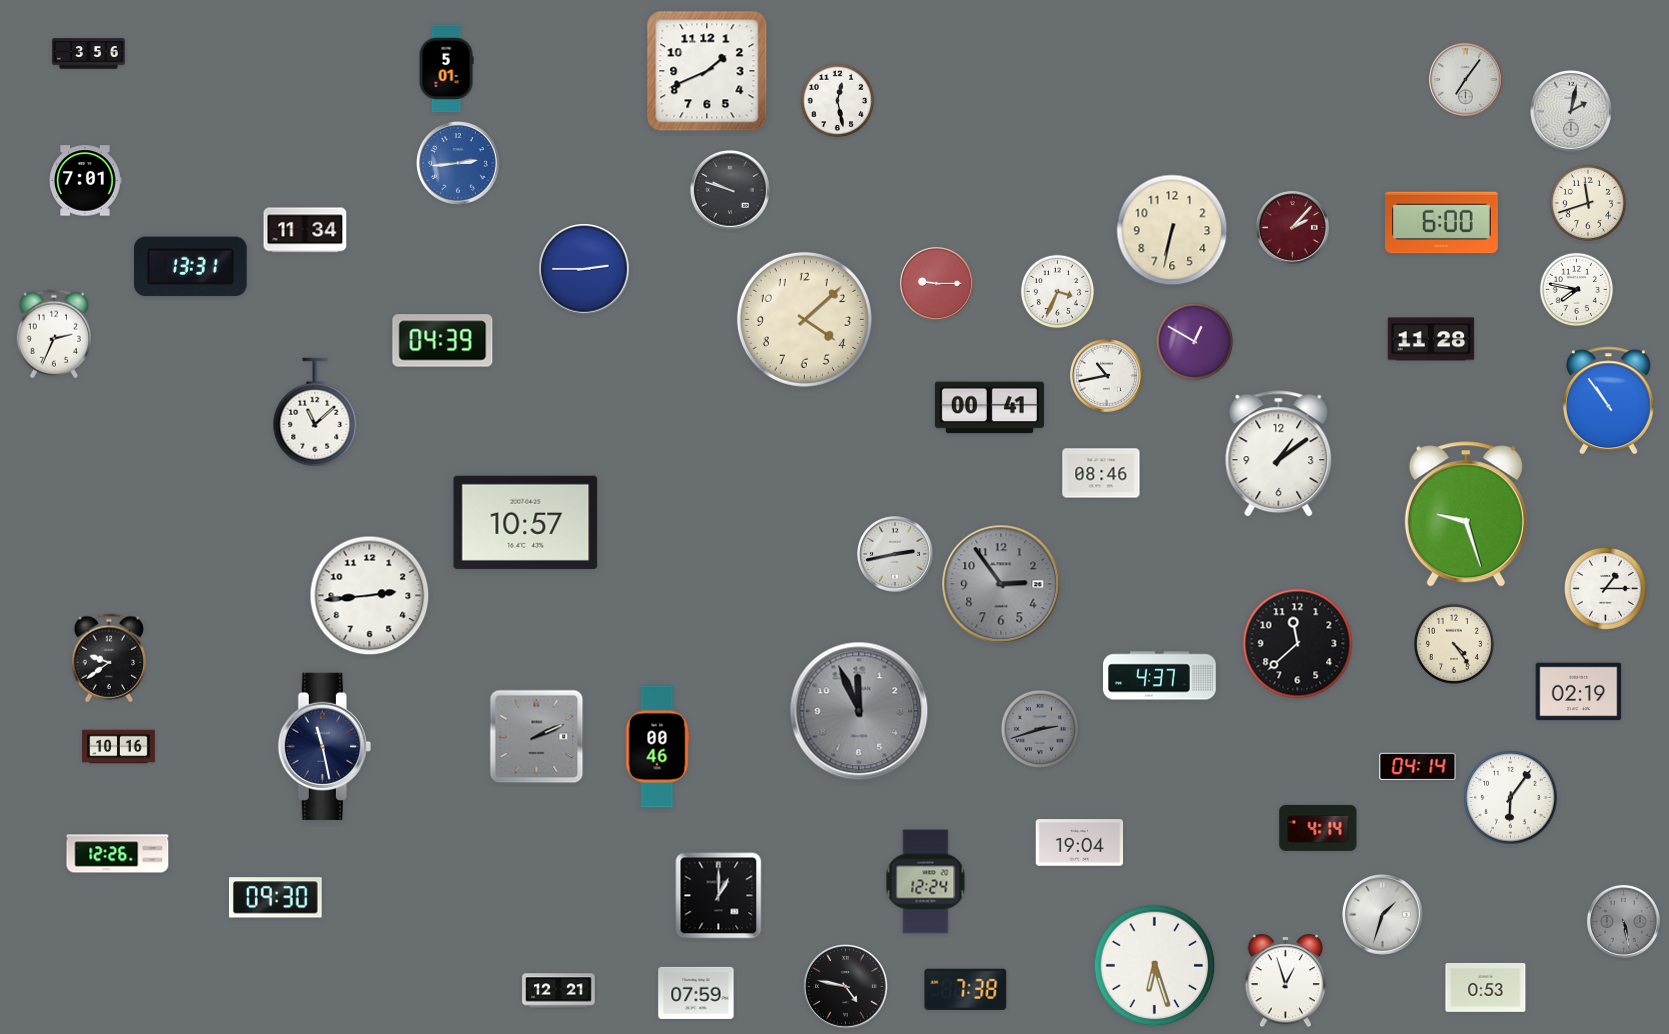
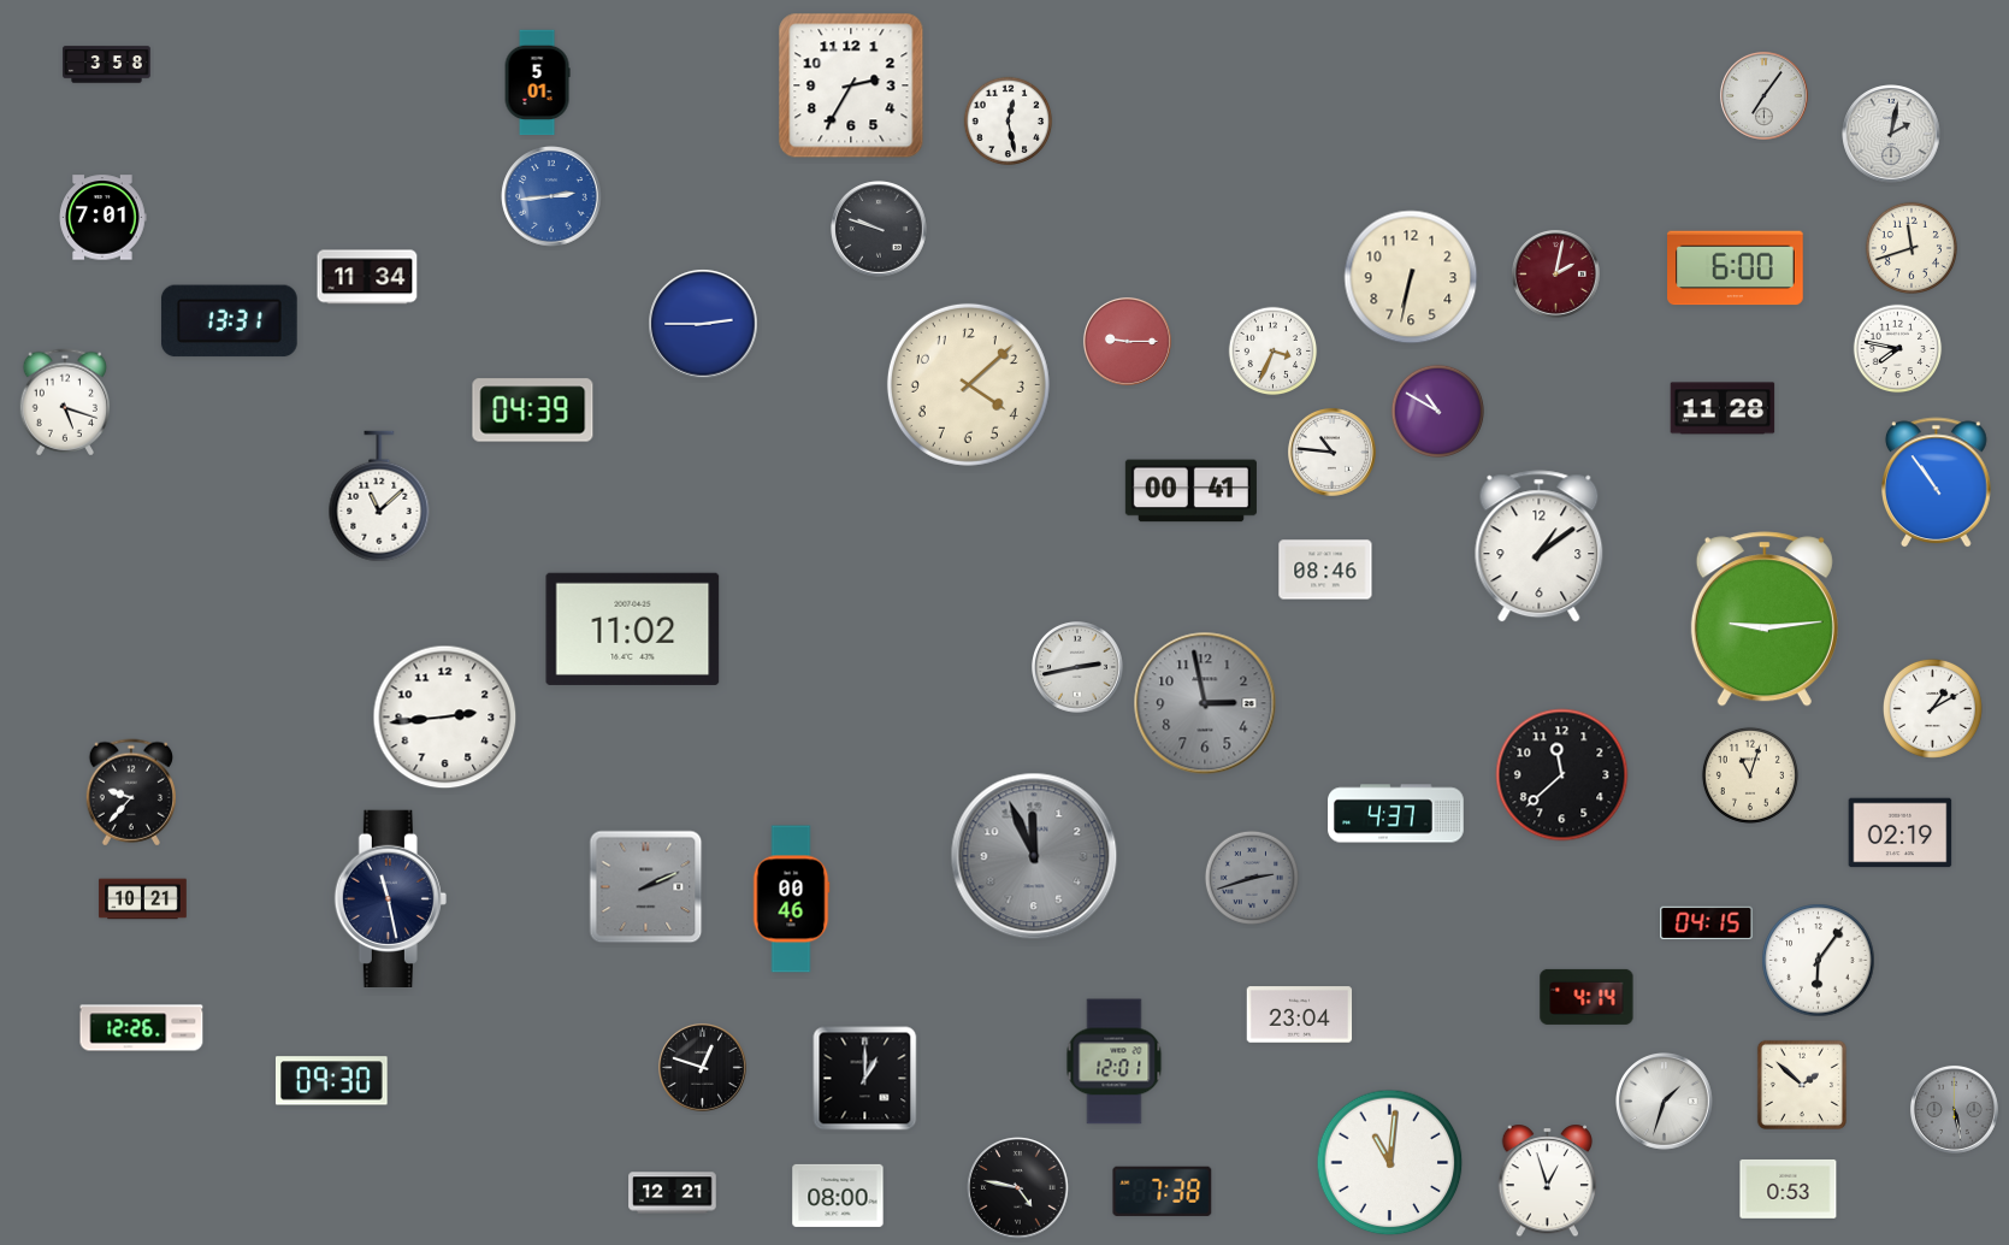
clock at (89, 54): 3:56 -> 3:58
clock at (707, 71): 1:41 -> 2:35
clock at (1587, 202) position: (1587, 202) -> (1910, 247)
clock at (1292, 227): 2:07 -> 2:02
clock at (53, 334): 2:34 -> 5:18
clock at (1194, 341): 12:50 -> 10:50
clock at (1106, 375): 10:43 -> 10:46
clock at (1466, 514): 9:27 -> 9:14
clock at (526, 522): 10:57 -> 11:02
clock at (1001, 584): 2:54 -> 2:58
clock at (1605, 588): 1:15 -> 1:10
clock at (1454, 644): 4:24 -> 11:03
clock at (108, 658): 9:39 -> 9:37
clock at (119, 747): 10:16 -> 10:21
clock at (1418, 767): 04:14 -> 04:15
clock at (1080, 843): 19:04 -> 23:04
clock at (926, 882): 12:24 -> 12:01
clock at (702, 1067): none -> 12:48
clock at (1802, 1085): none -> 1:52
clock at (1155, 966): 6:27 -> 11:01
clock at (696, 993): 07:59 -> 08:00
